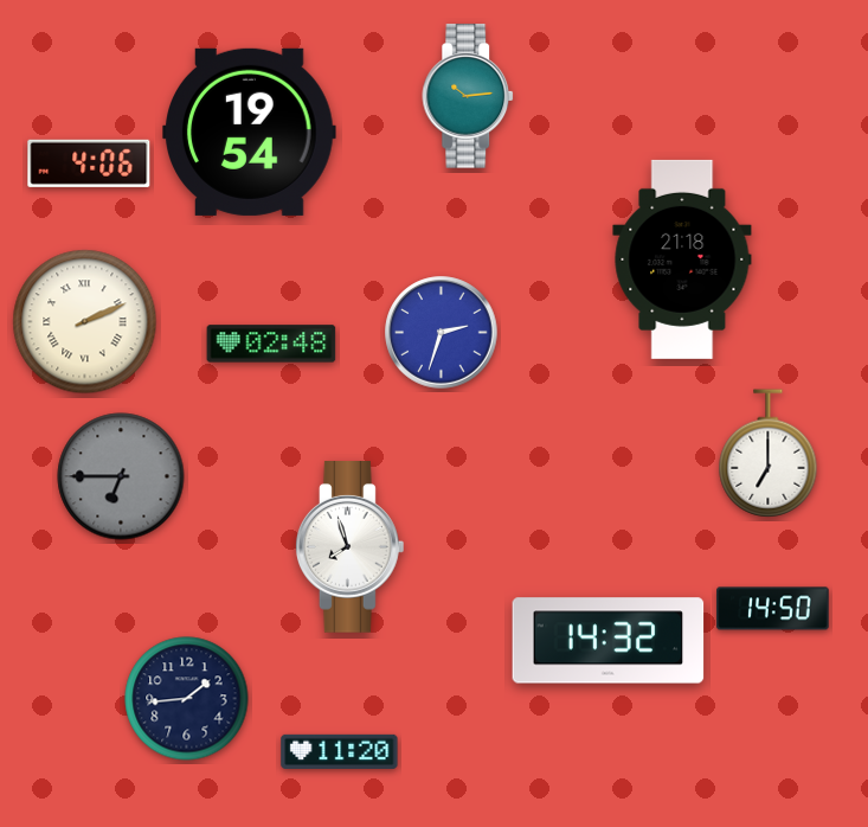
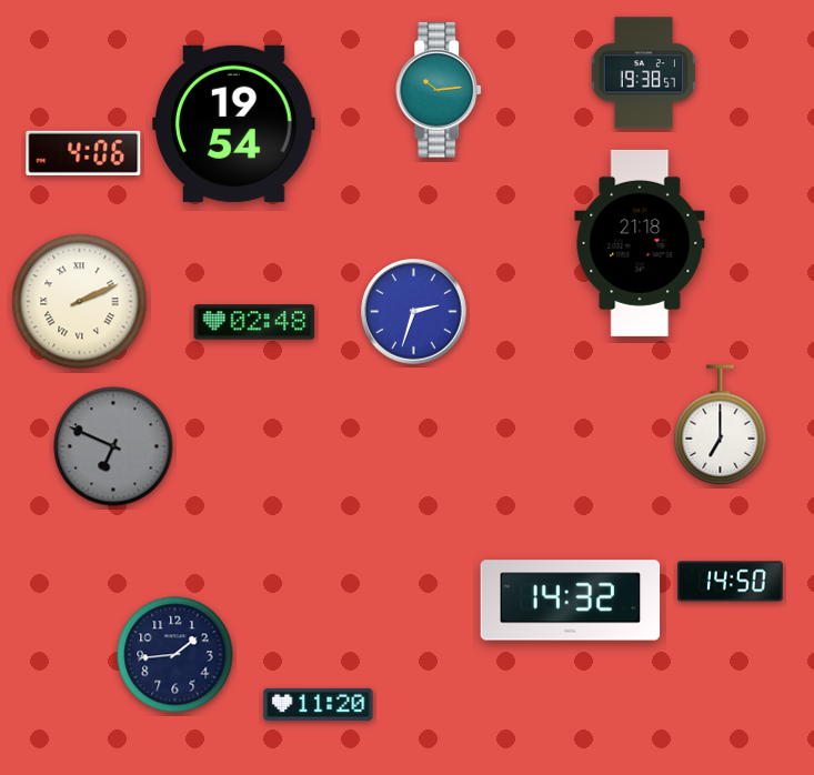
clock at (643, 73): none -> 19:38
clock at (121, 476): 6:45 -> 6:49
clock at (349, 547): 7:57 -> none
clock at (773, 609) position: (773, 609) -> (731, 582)
